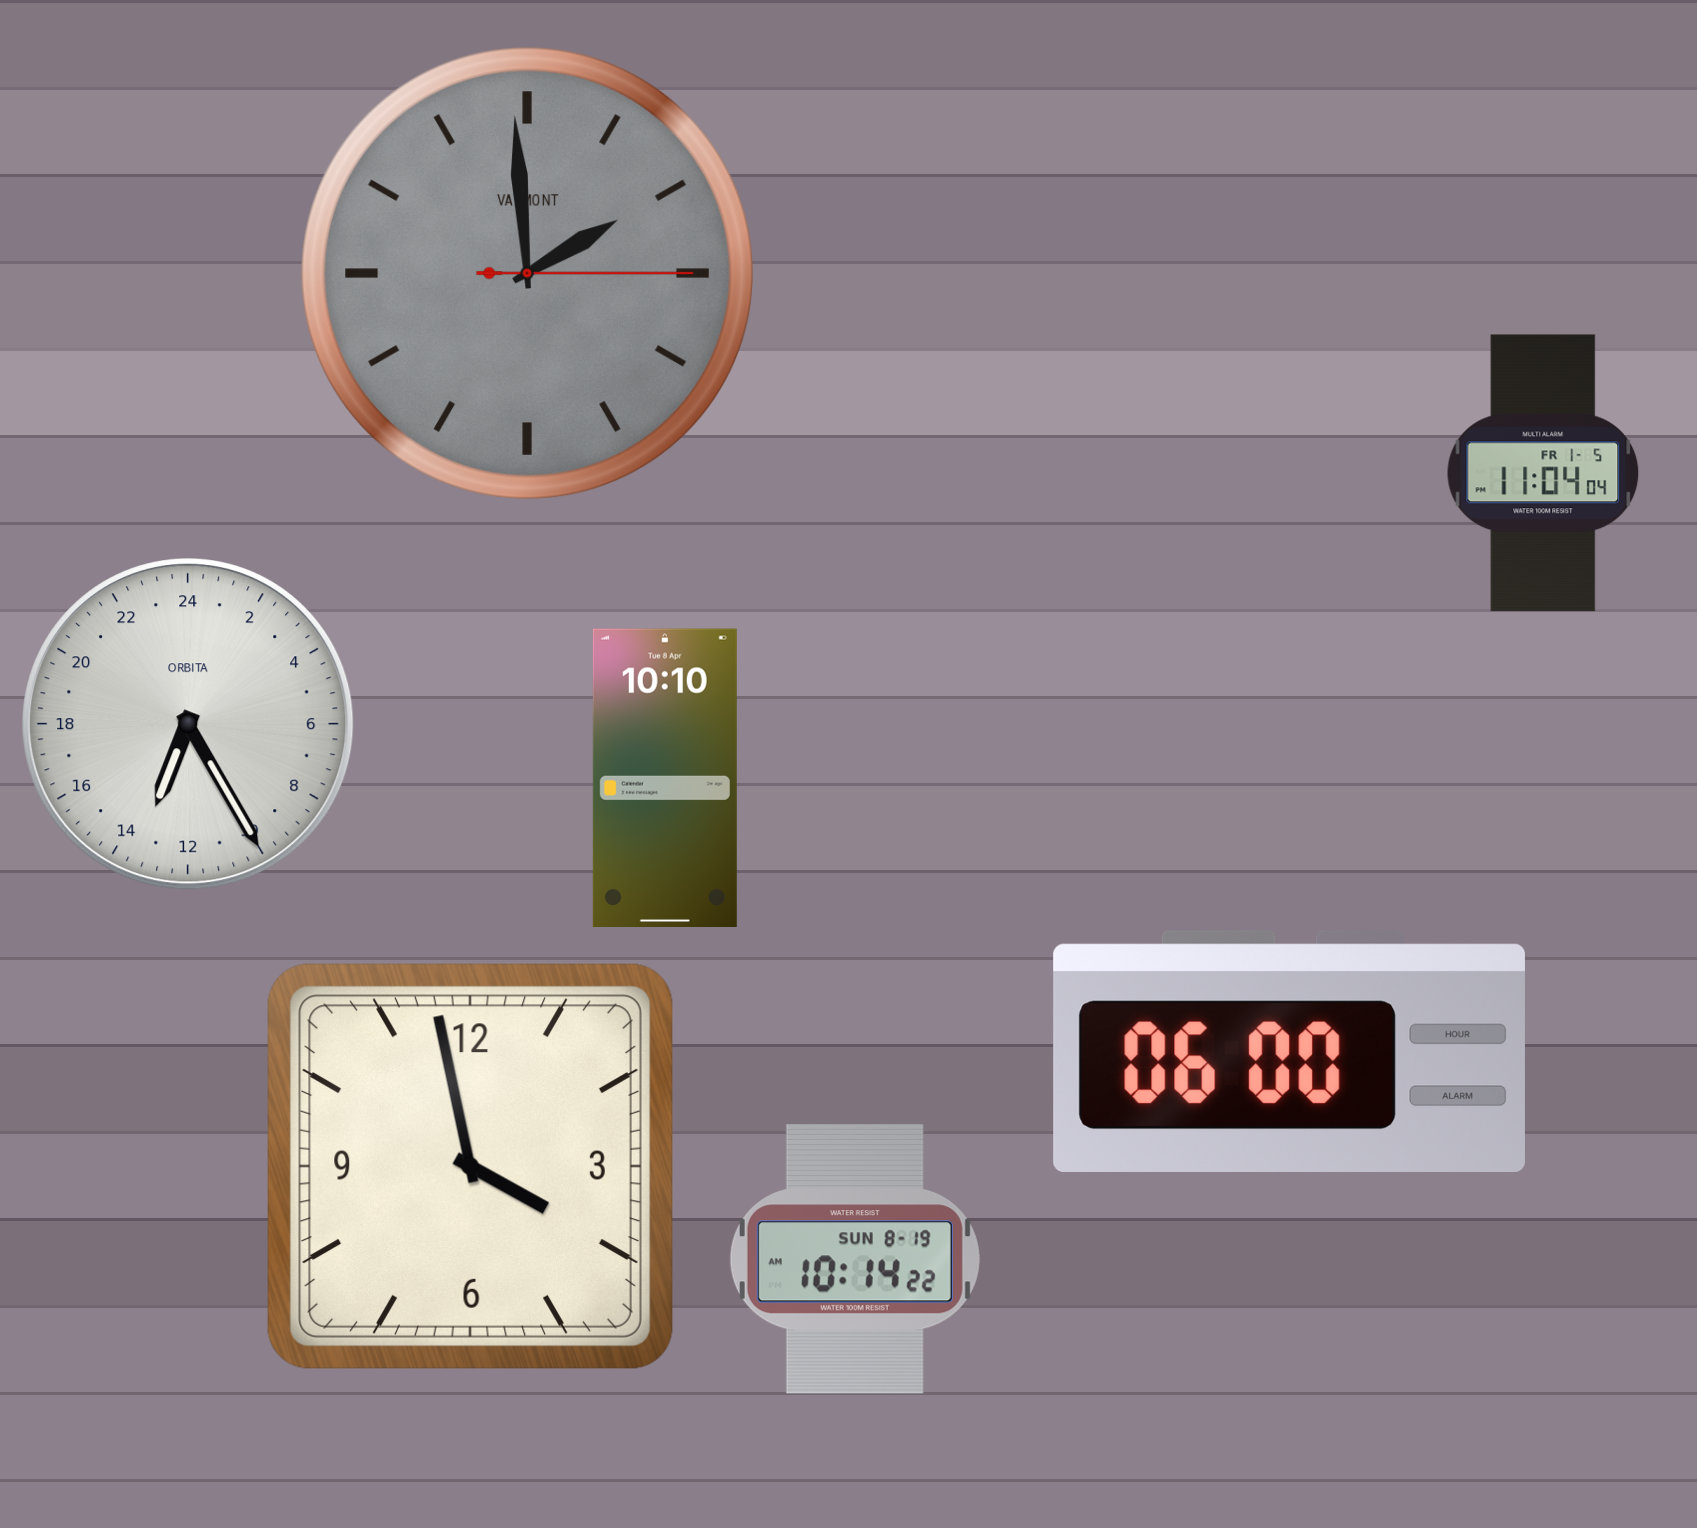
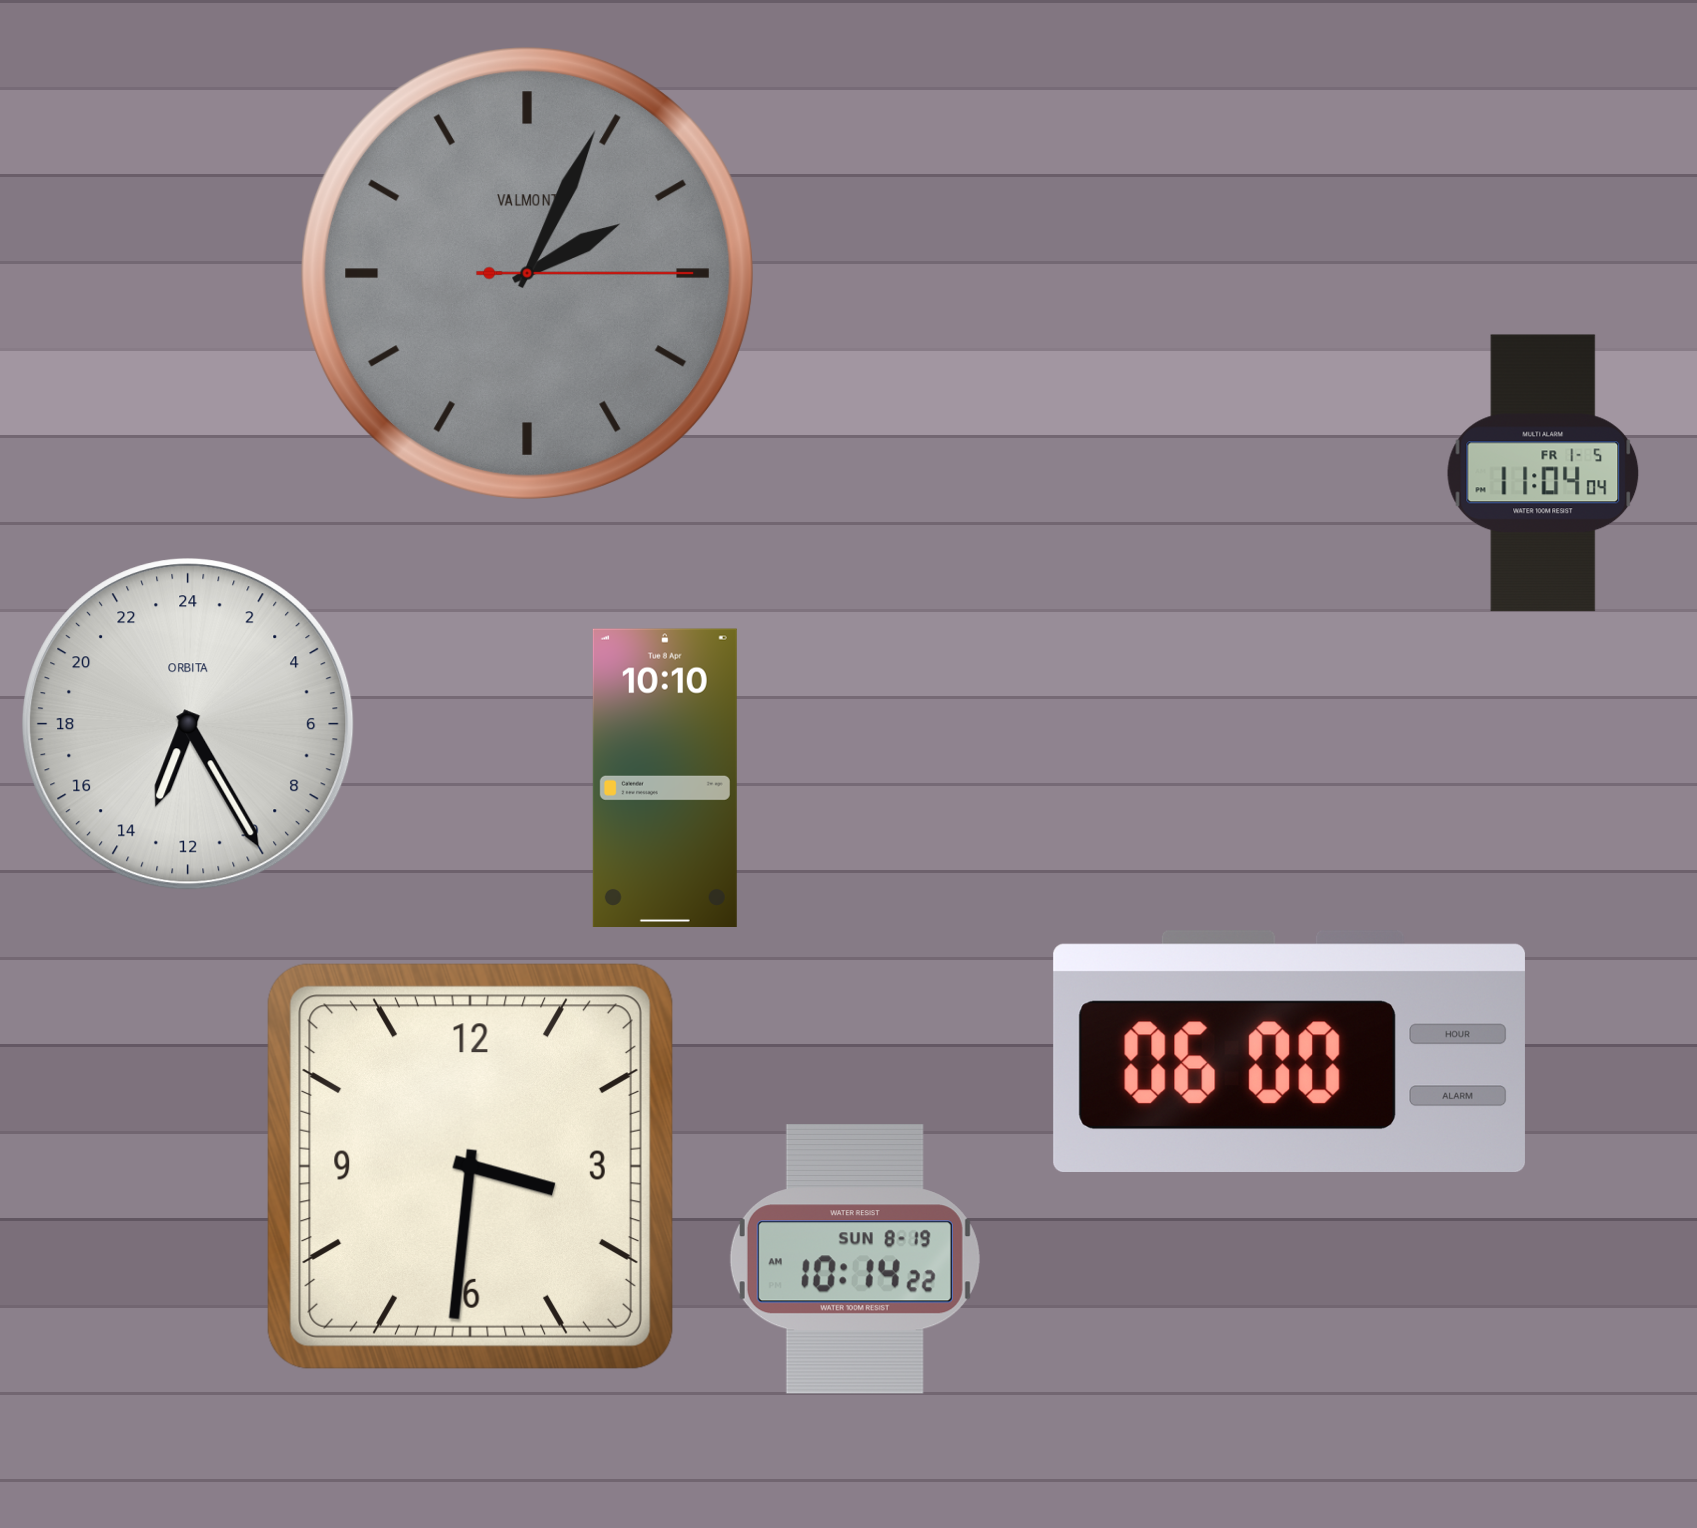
clock at (527, 273): 1:59 -> 2:04
clock at (470, 1166): 3:58 -> 3:31
